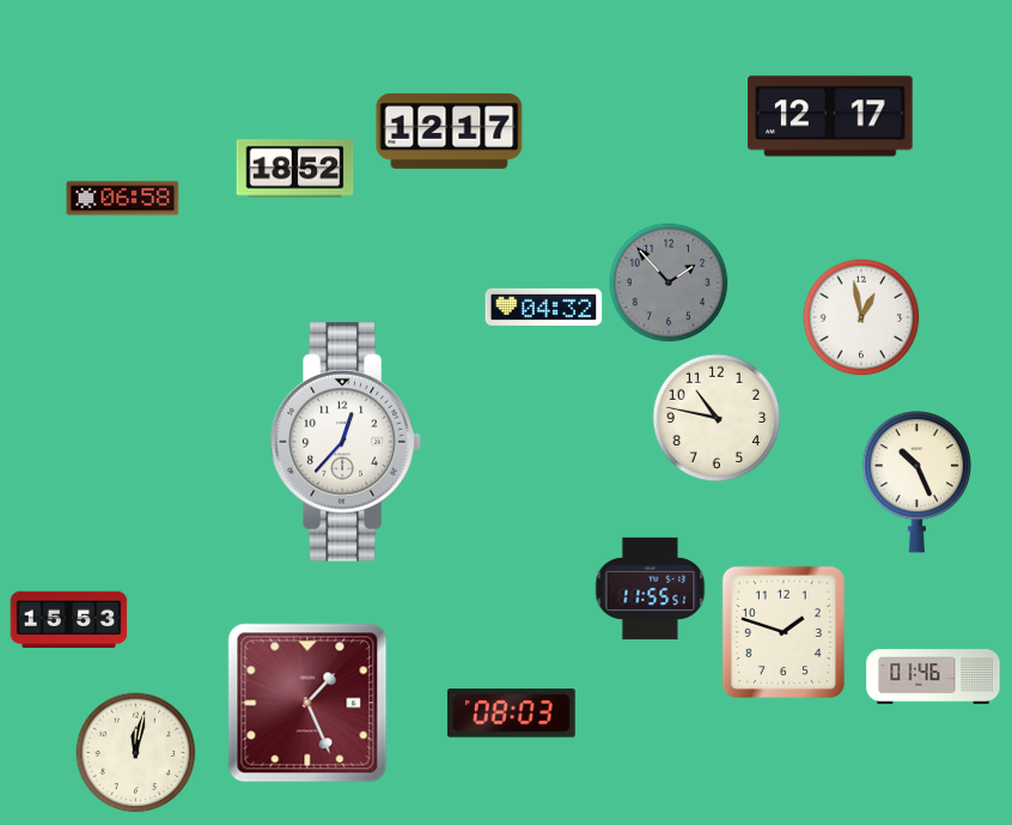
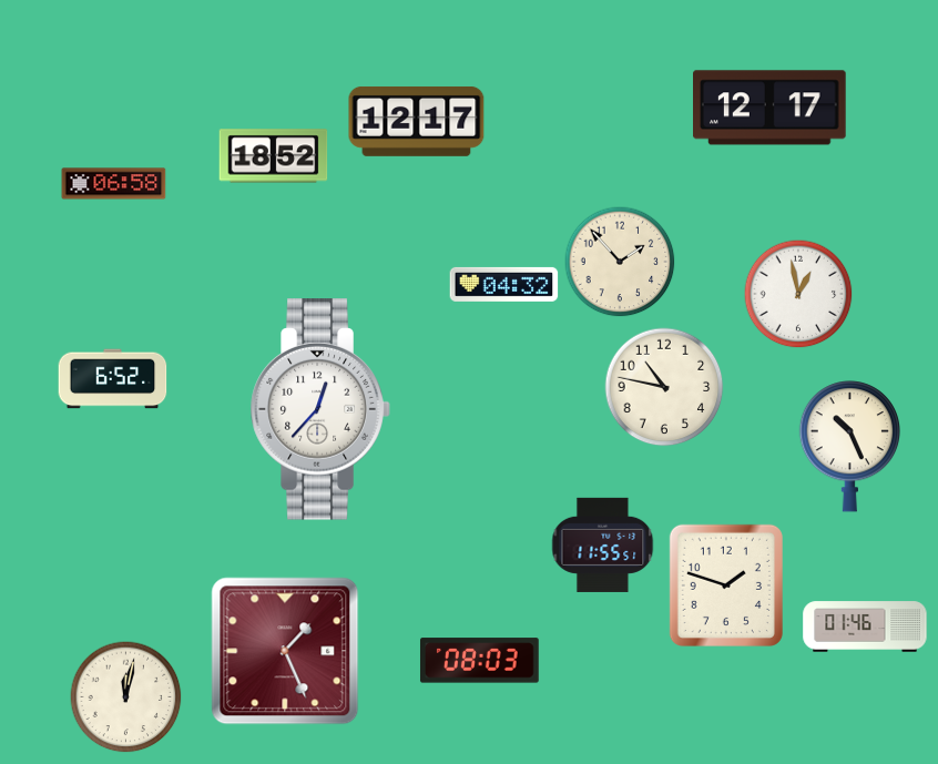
clock at (669, 283) dial: grey -> cream
clock at (113, 379): none -> 6:52
clock at (69, 620): 15:53 -> none
clock at (511, 714) position: (511, 714) -> (479, 661)
